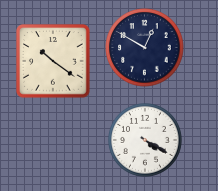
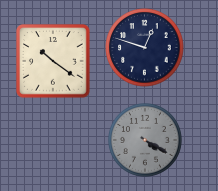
clock at (145, 48): 12:50 -> 12:48
clock at (146, 141) dial: white -> grey
